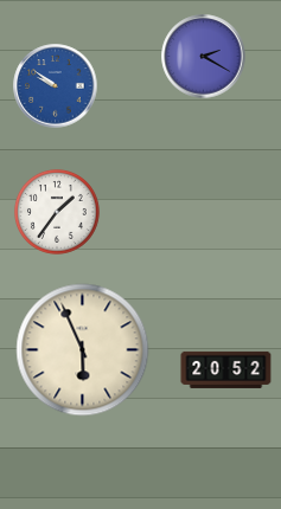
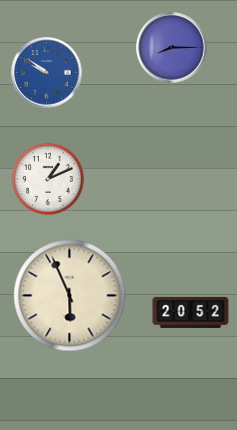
clock at (204, 57): 2:20 -> 8:15
clock at (57, 212): 1:36 -> 1:11
